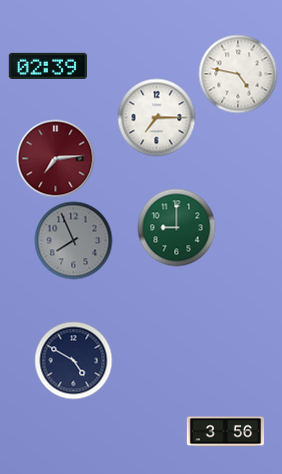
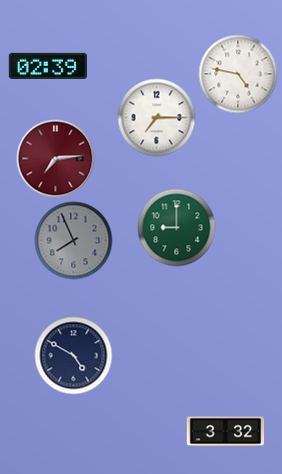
clock at (73, 360) position: (73, 360) -> (73, 355)
clock at (225, 432): 3:56 -> 3:32
